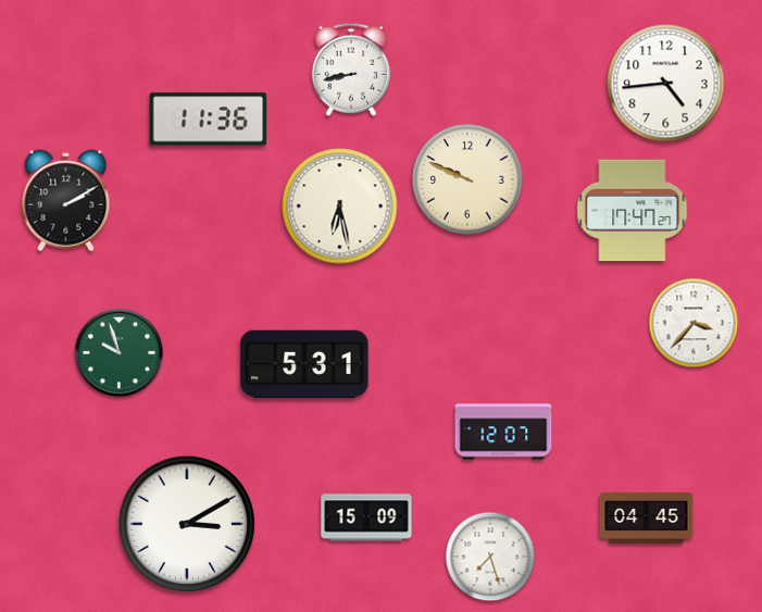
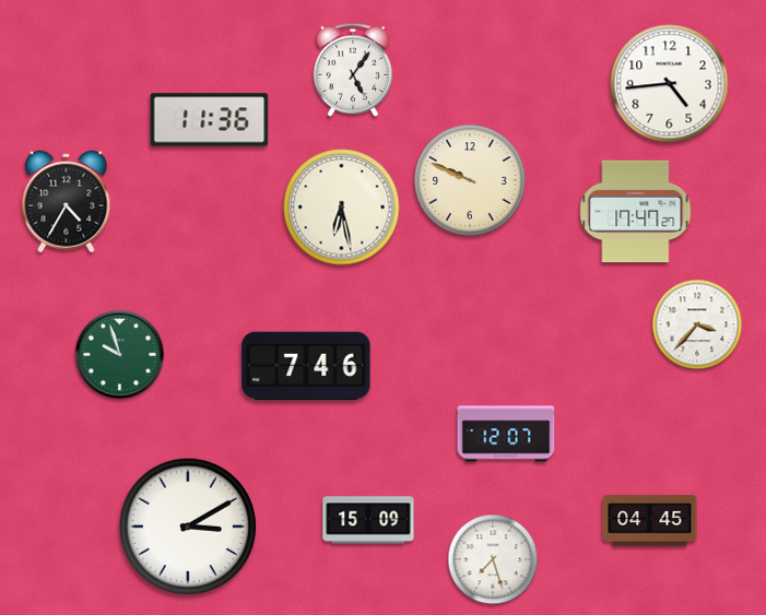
clock at (351, 70): 8:43 -> 5:06
clock at (66, 201): 2:10 -> 4:35
clock at (304, 364): 5:31 -> 7:46
